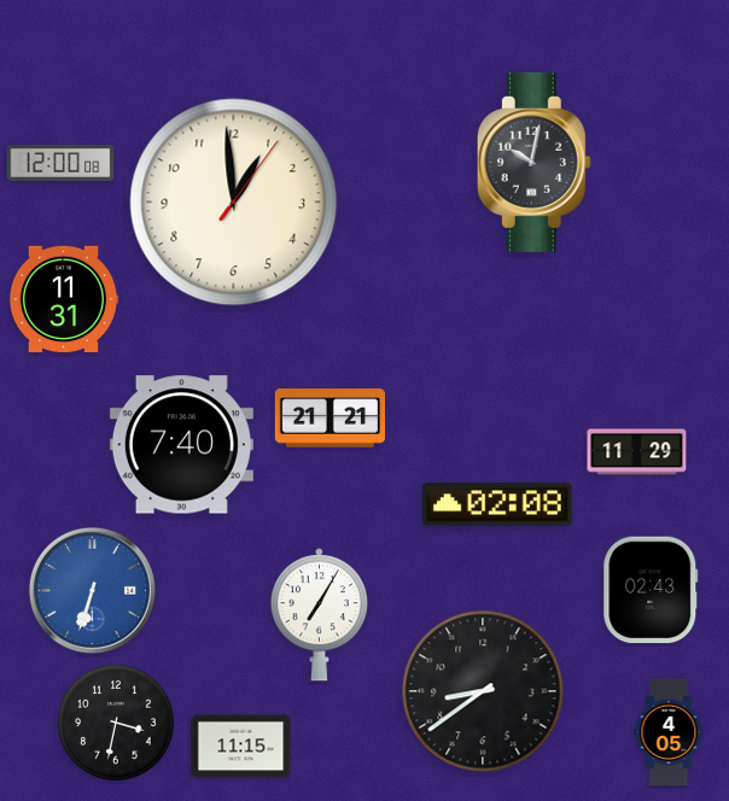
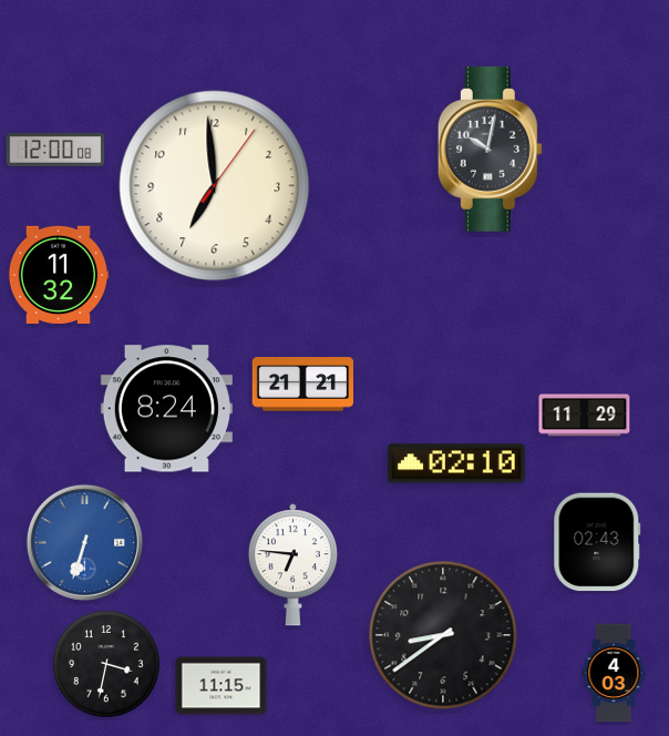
clock at (234, 203): 12:59 -> 6:59
clock at (64, 298): 11:31 -> 11:32
clock at (181, 445): 7:40 -> 8:24
clock at (498, 504): 02:08 -> 02:10
clock at (319, 615): 7:05 -> 6:46
clock at (669, 732): 4:05 -> 4:03
